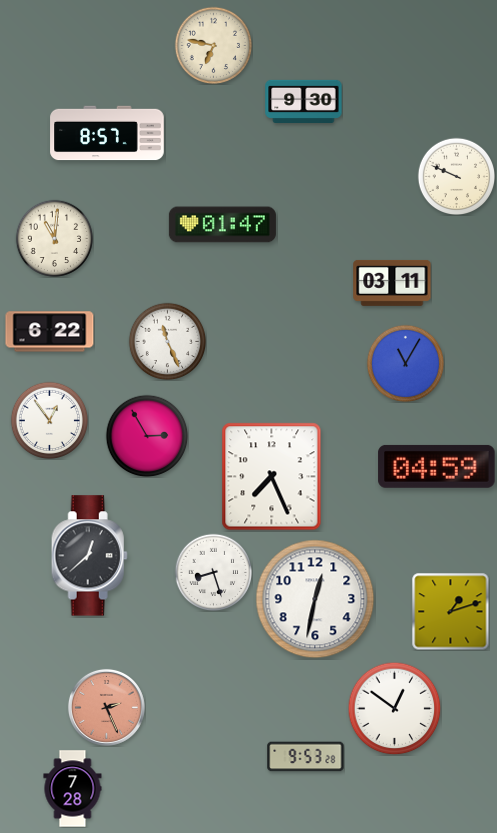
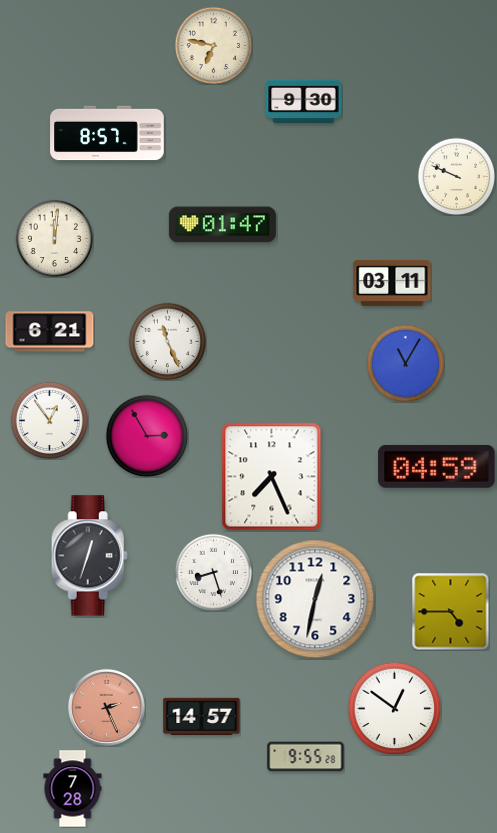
clock at (54, 238): 11:01 -> 12:01
clock at (50, 332): 6:22 -> 6:21
clock at (89, 556): 12:38 -> 12:33
clock at (450, 611): 1:12 -> 4:45
clock at (202, 716): none -> 14:57
clock at (306, 757): 9:53 -> 9:55
